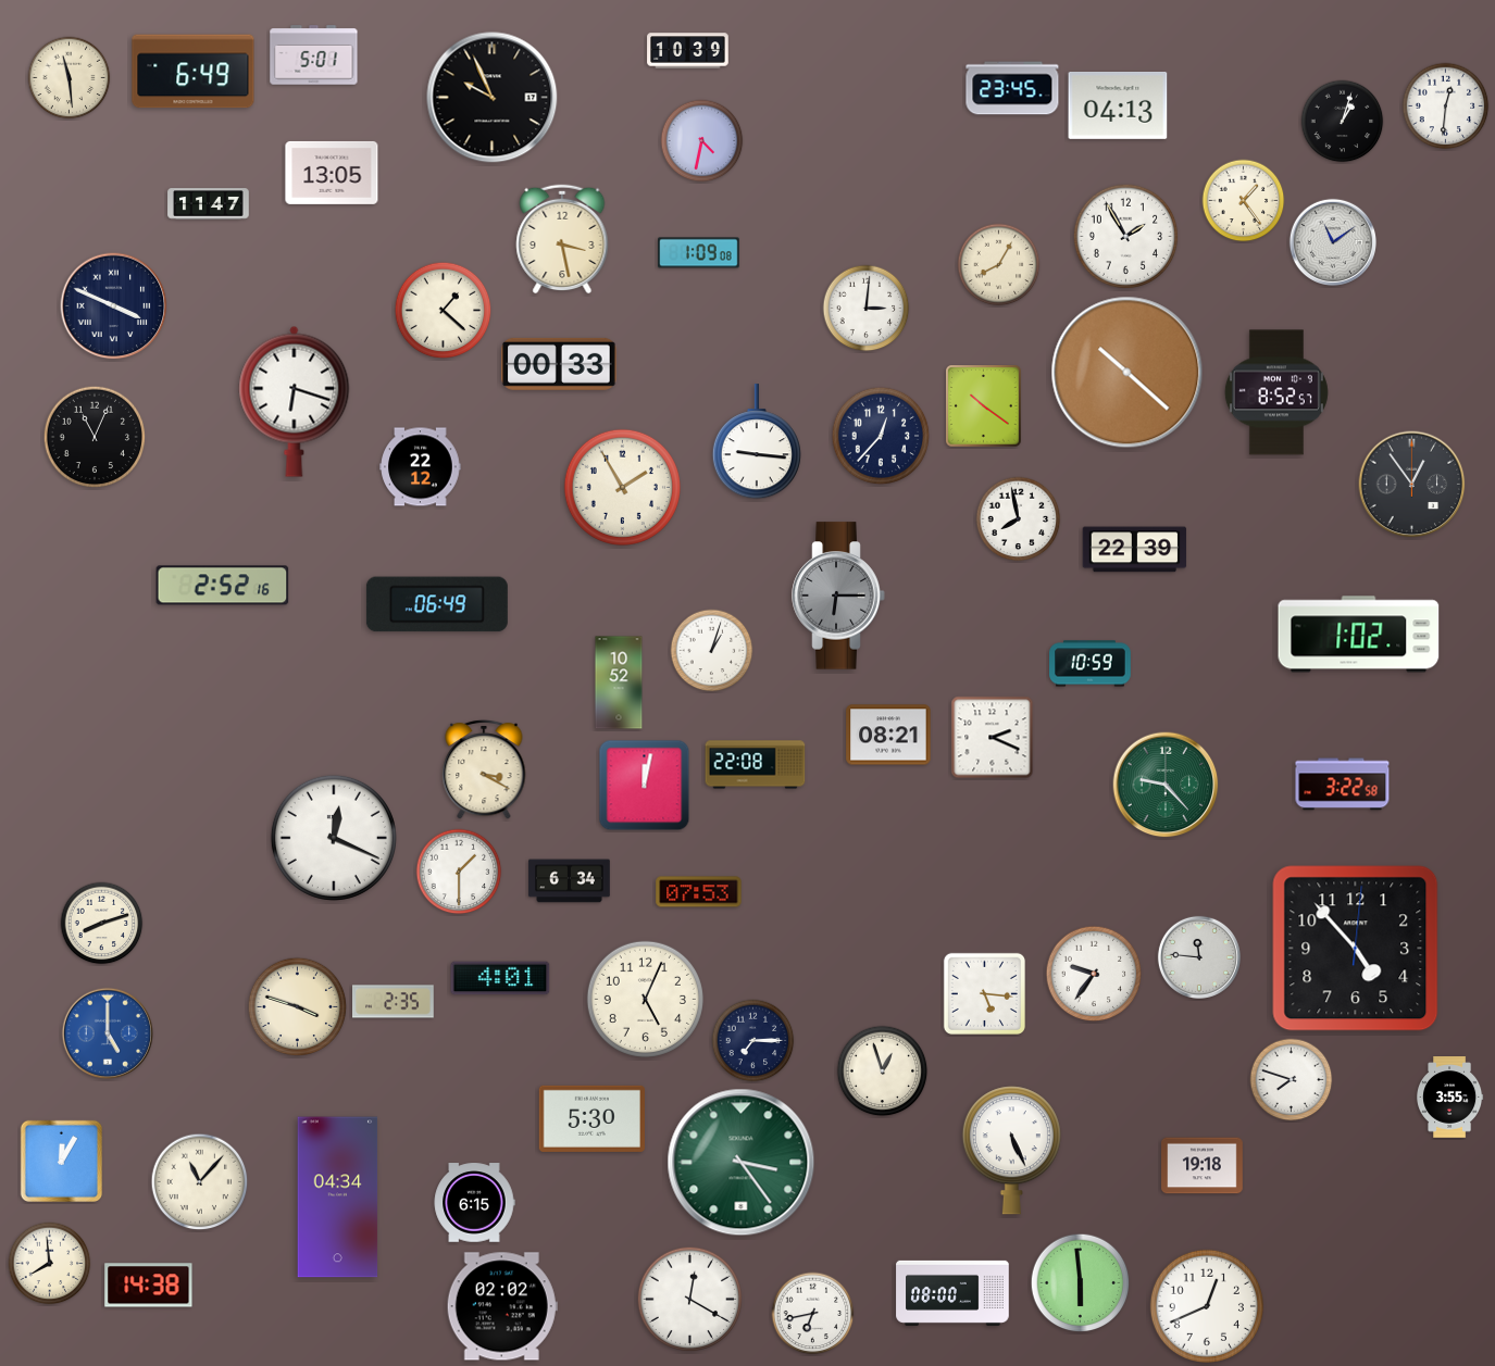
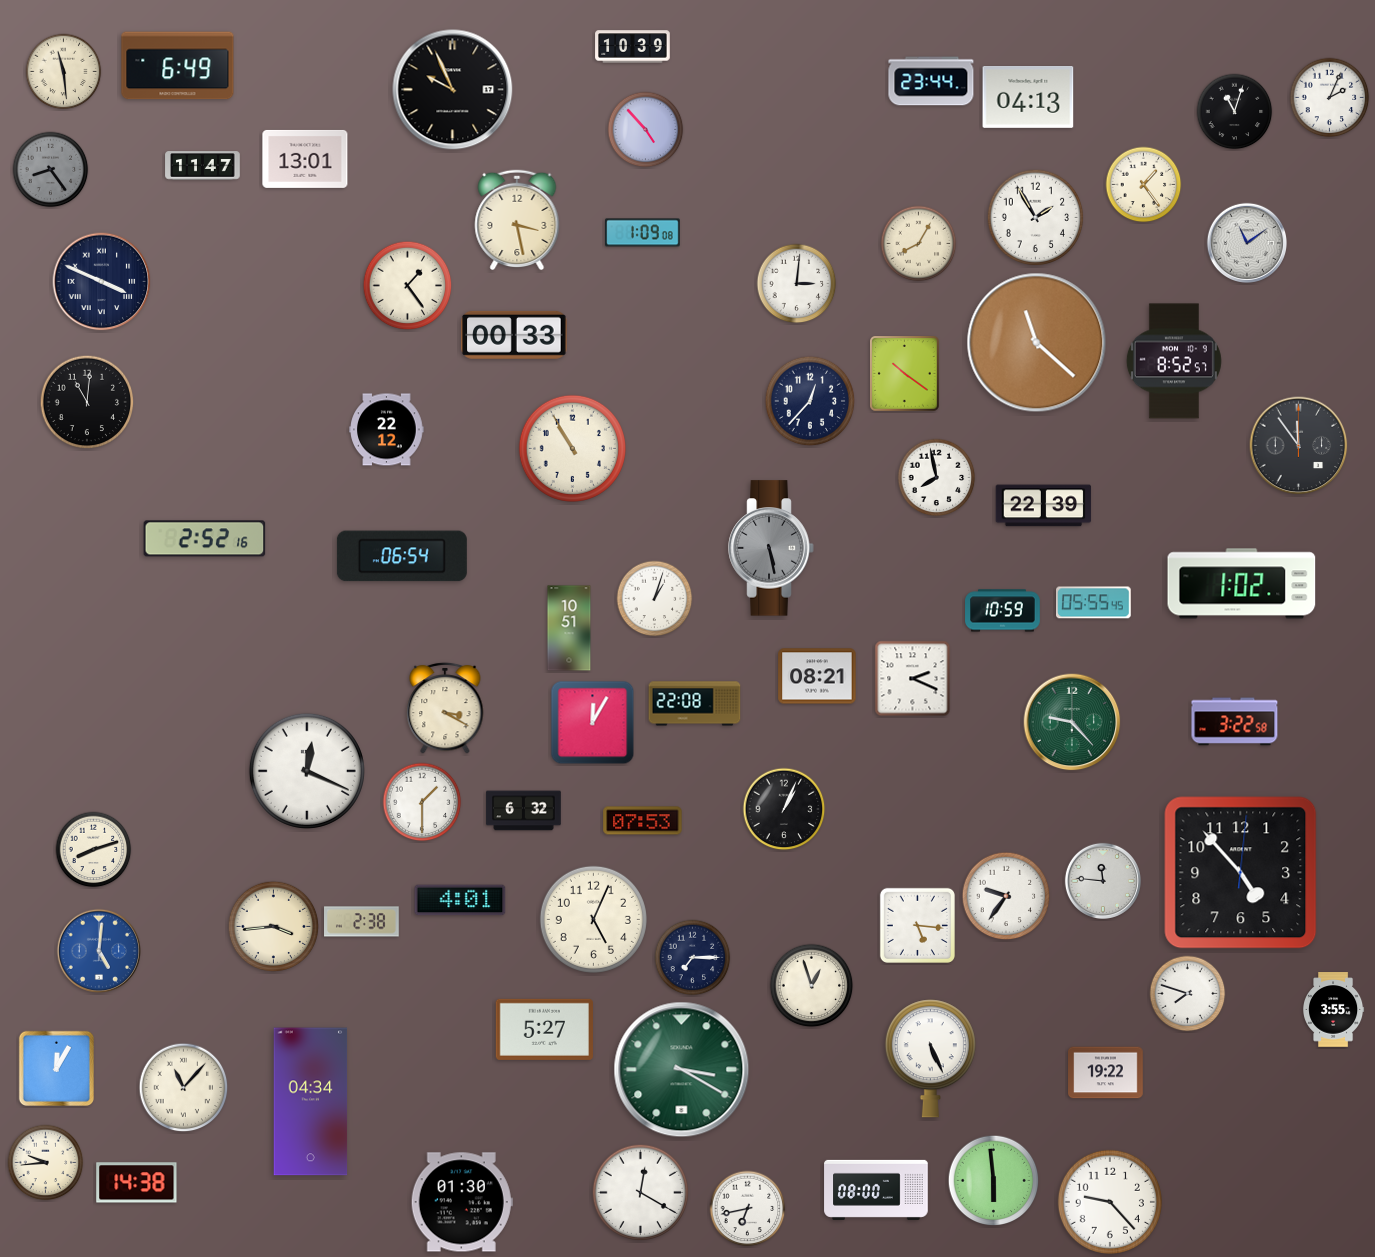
clock at (314, 55): 5:01 -> none
clock at (1012, 88): 23:45 -> 23:44
clock at (1446, 106): 12:31 -> 2:04
clock at (1343, 122): 1:03 -> 11:03
clock at (702, 141): 4:32 -> 4:53
clock at (332, 173): 13:05 -> 13:01
clock at (51, 170): none -> 8:24
clock at (209, 204) position: (209, 204) -> (203, 166)
clock at (1332, 241) position: (1332, 241) -> (1246, 242)
clock at (114, 306) position: (114, 306) -> (102, 282)
clock at (444, 311): 1:22 -> 1:24
clock at (1128, 373): 10:22 -> 11:22
clock at (295, 401): 6:18 -> none
clock at (95, 437): 11:04 -> 11:01
clock at (757, 442): 9:16 -> none
clock at (1412, 485): 12:54 -> 11:54
clock at (622, 487): 1:55 -> 10:55
clock at (838, 596): 6:15 -> 5:28
clock at (437, 604): 06:49 -> 06:54
clock at (1359, 635) position: (1359, 635) -> (1242, 584)
clock at (1094, 603): none -> 05:55
clock at (619, 682): 10:52 -> 10:51
clock at (645, 786): 12:02 -> 12:05
clock at (784, 809): none -> 1:04
clock at (570, 881): 6:34 -> 6:32
clock at (1356, 949) position: (1356, 949) -> (1241, 873)
clock at (984, 993) position: (984, 993) -> (917, 925)
clock at (394, 1002): 2:35 -> 2:38
clock at (298, 1007): 3:48 -> 3:44
clock at (108, 1033): 5:00 -> 5:01
clock at (591, 1118): 5:30 -> 5:27
clock at (742, 1163): 3:24 -> 3:20
clock at (1203, 1166): 19:18 -> 19:22
clock at (474, 1203): 6:15 -> none
clock at (50, 1264): 7:59 -> 9:44
clock at (690, 1300) position: (690, 1300) -> (641, 1193)
clock at (502, 1306): 02:02 -> 01:30
clock at (1207, 1306): 12:41 -> 9:23
